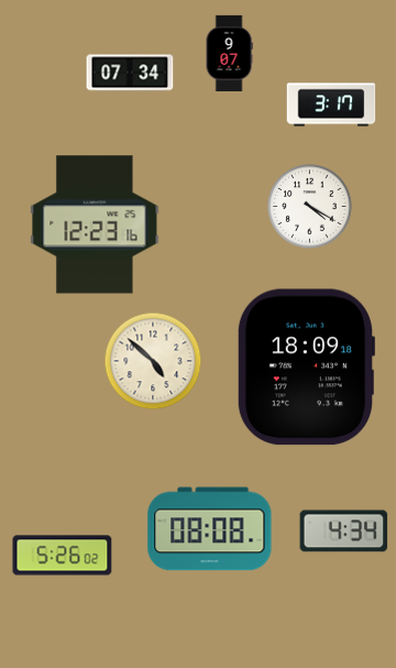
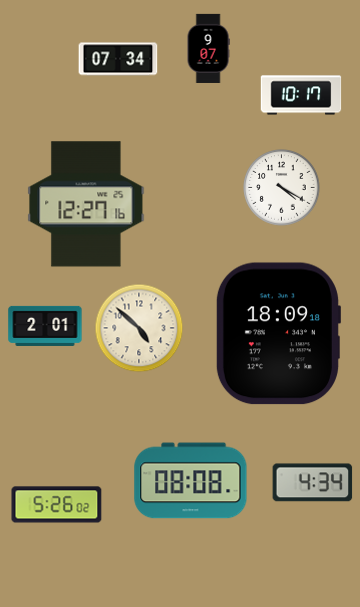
clock at (130, 73) position: (130, 73) -> (118, 59)
clock at (331, 105): 3:17 -> 10:17
clock at (95, 225): 12:23 -> 12:27
clock at (45, 326): none -> 2:01
